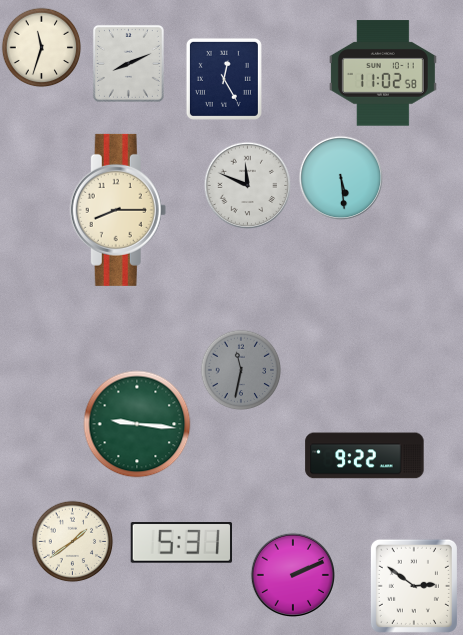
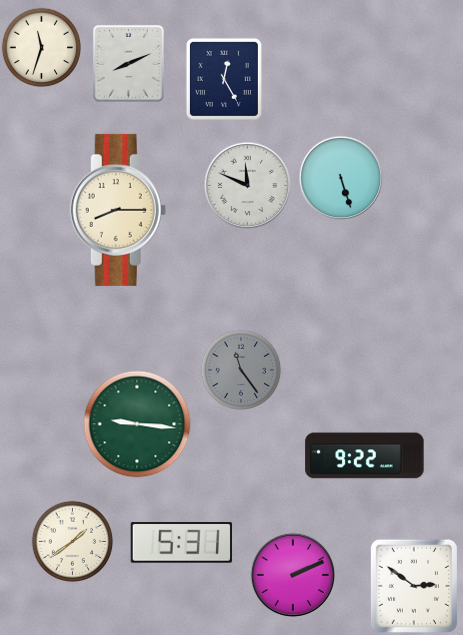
clock at (383, 73): 11:02 -> none
clock at (340, 177): 5:29 -> 5:27
clock at (241, 370): 11:32 -> 11:24
